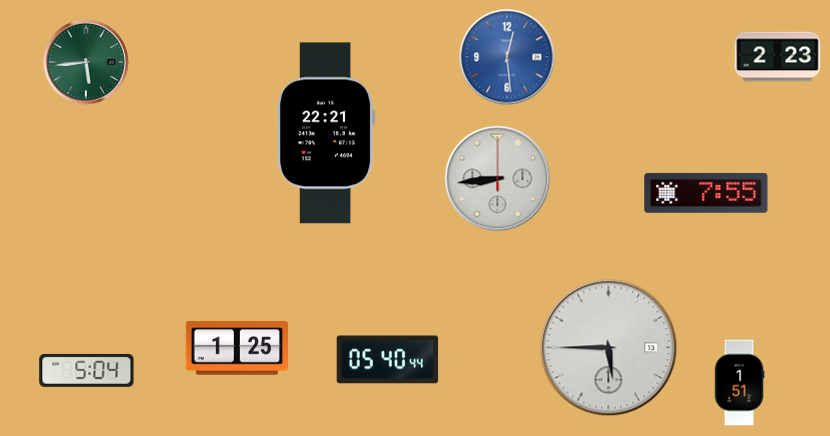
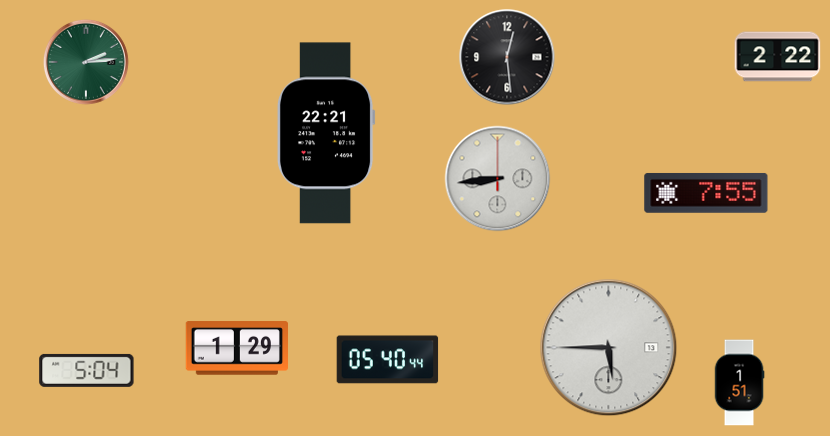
clock at (507, 57) dial: blue -> black
clock at (778, 57): 2:23 -> 2:22
clock at (86, 62): 5:44 -> 2:14
clock at (236, 348): 1:25 -> 1:29
